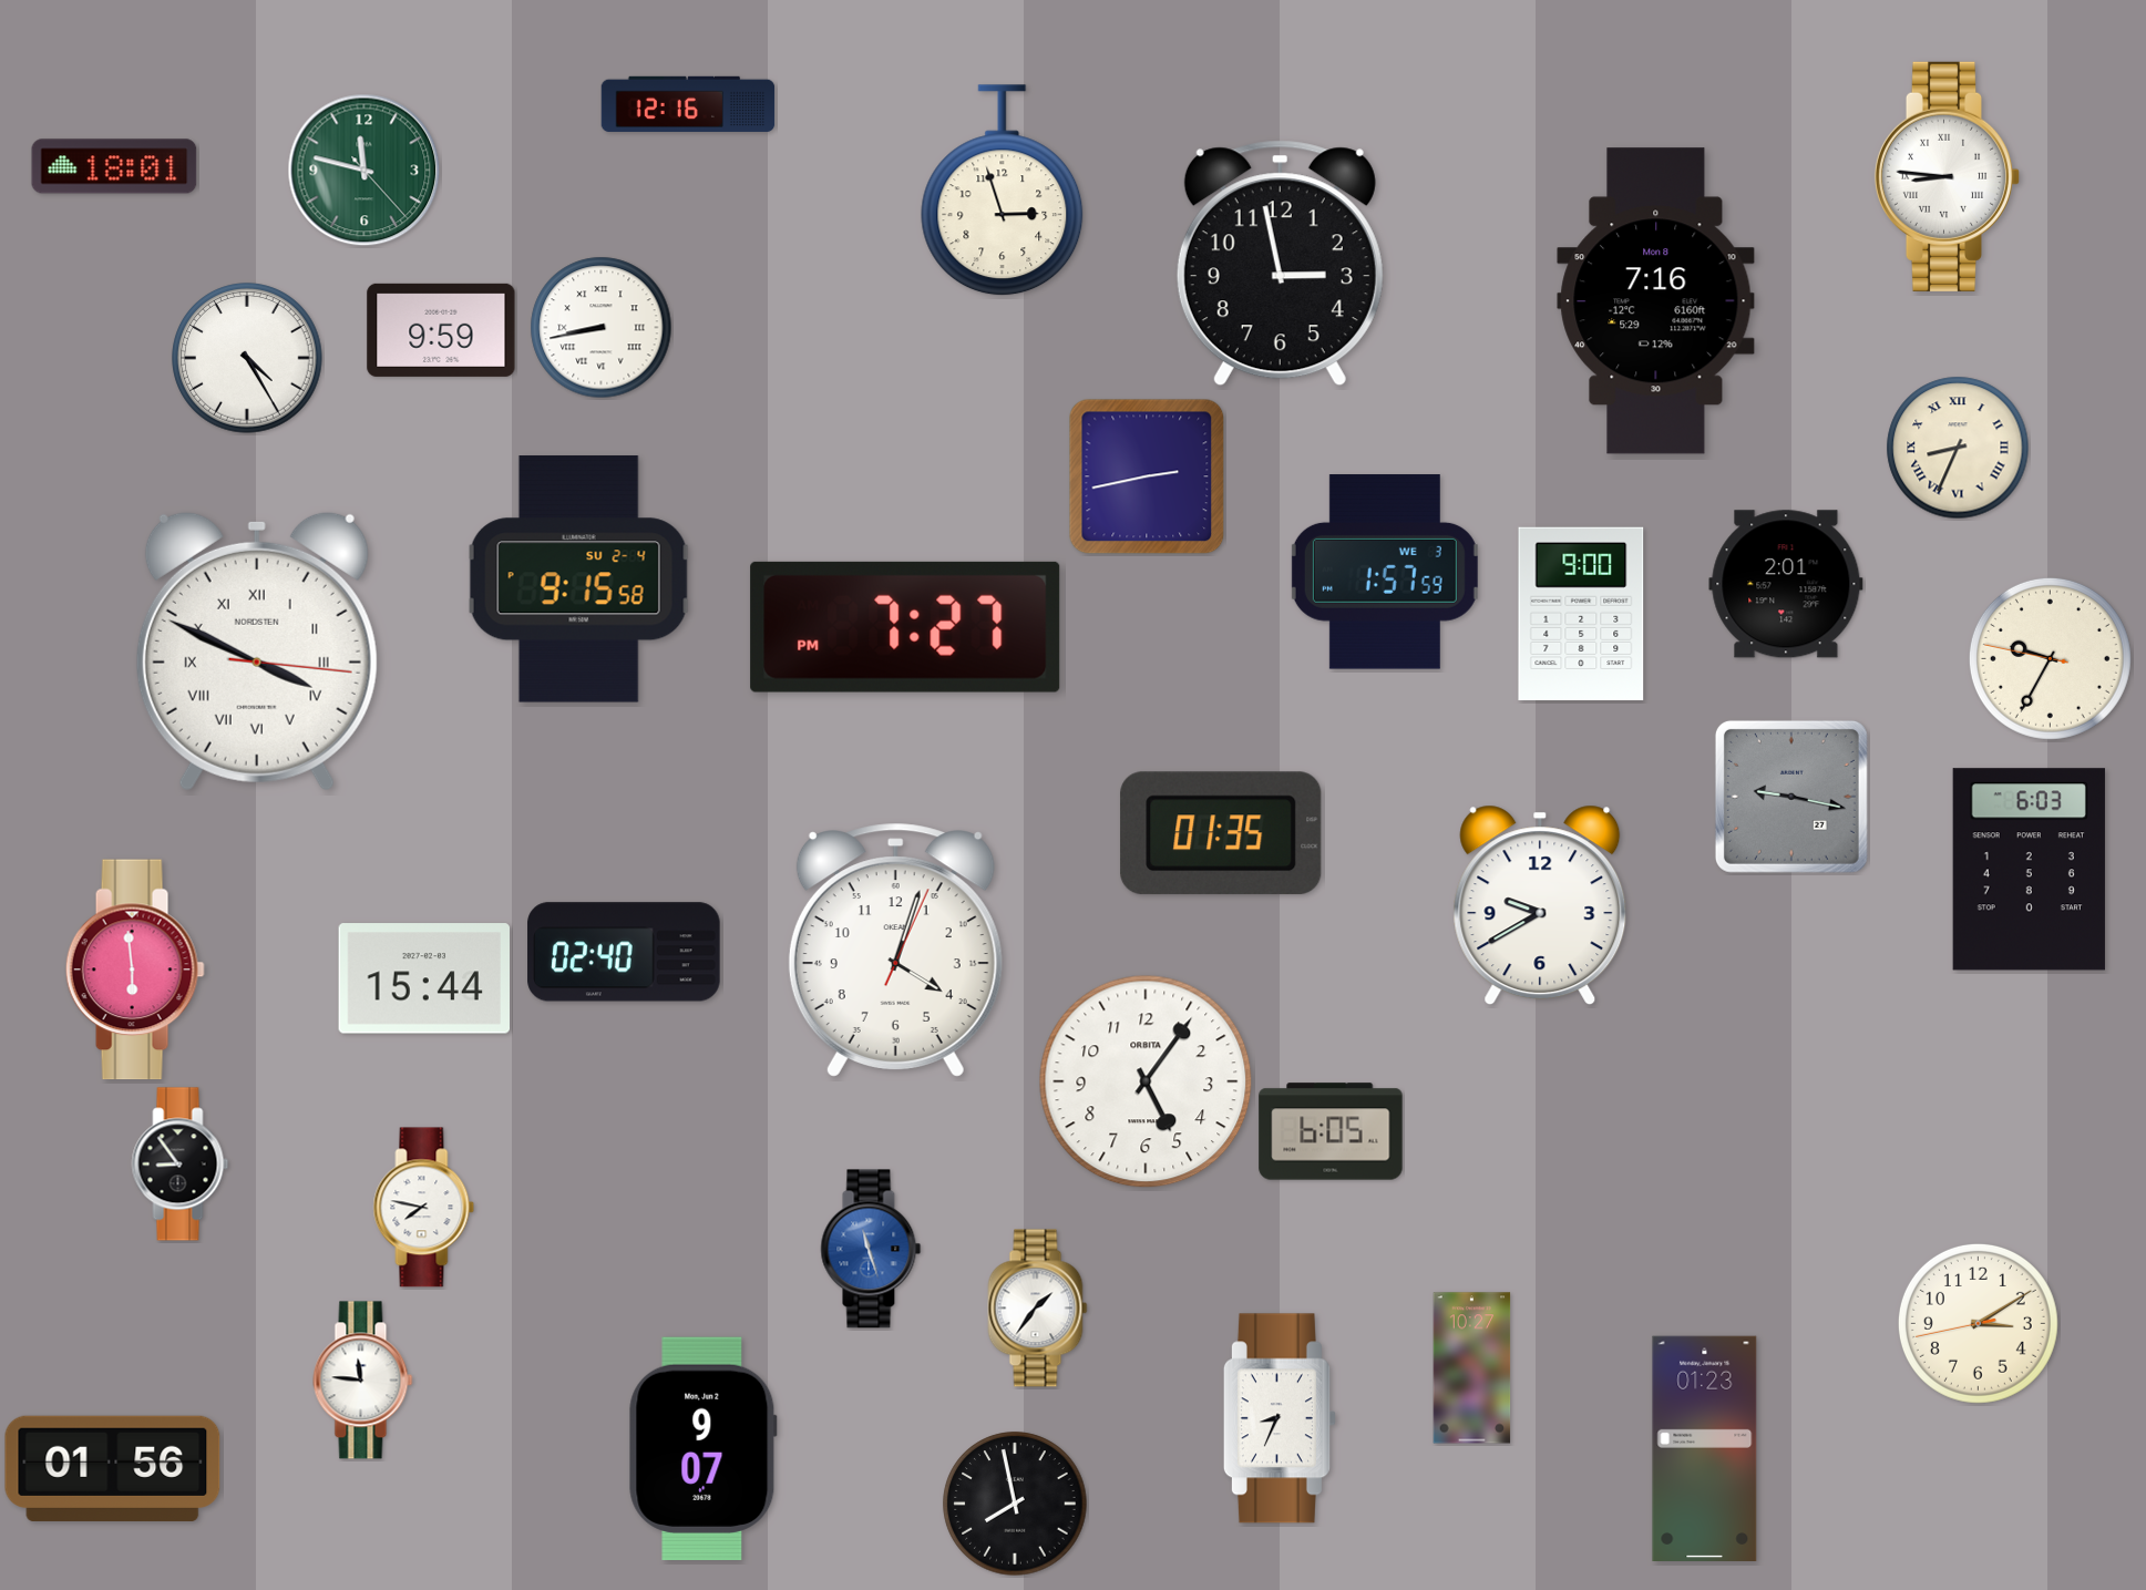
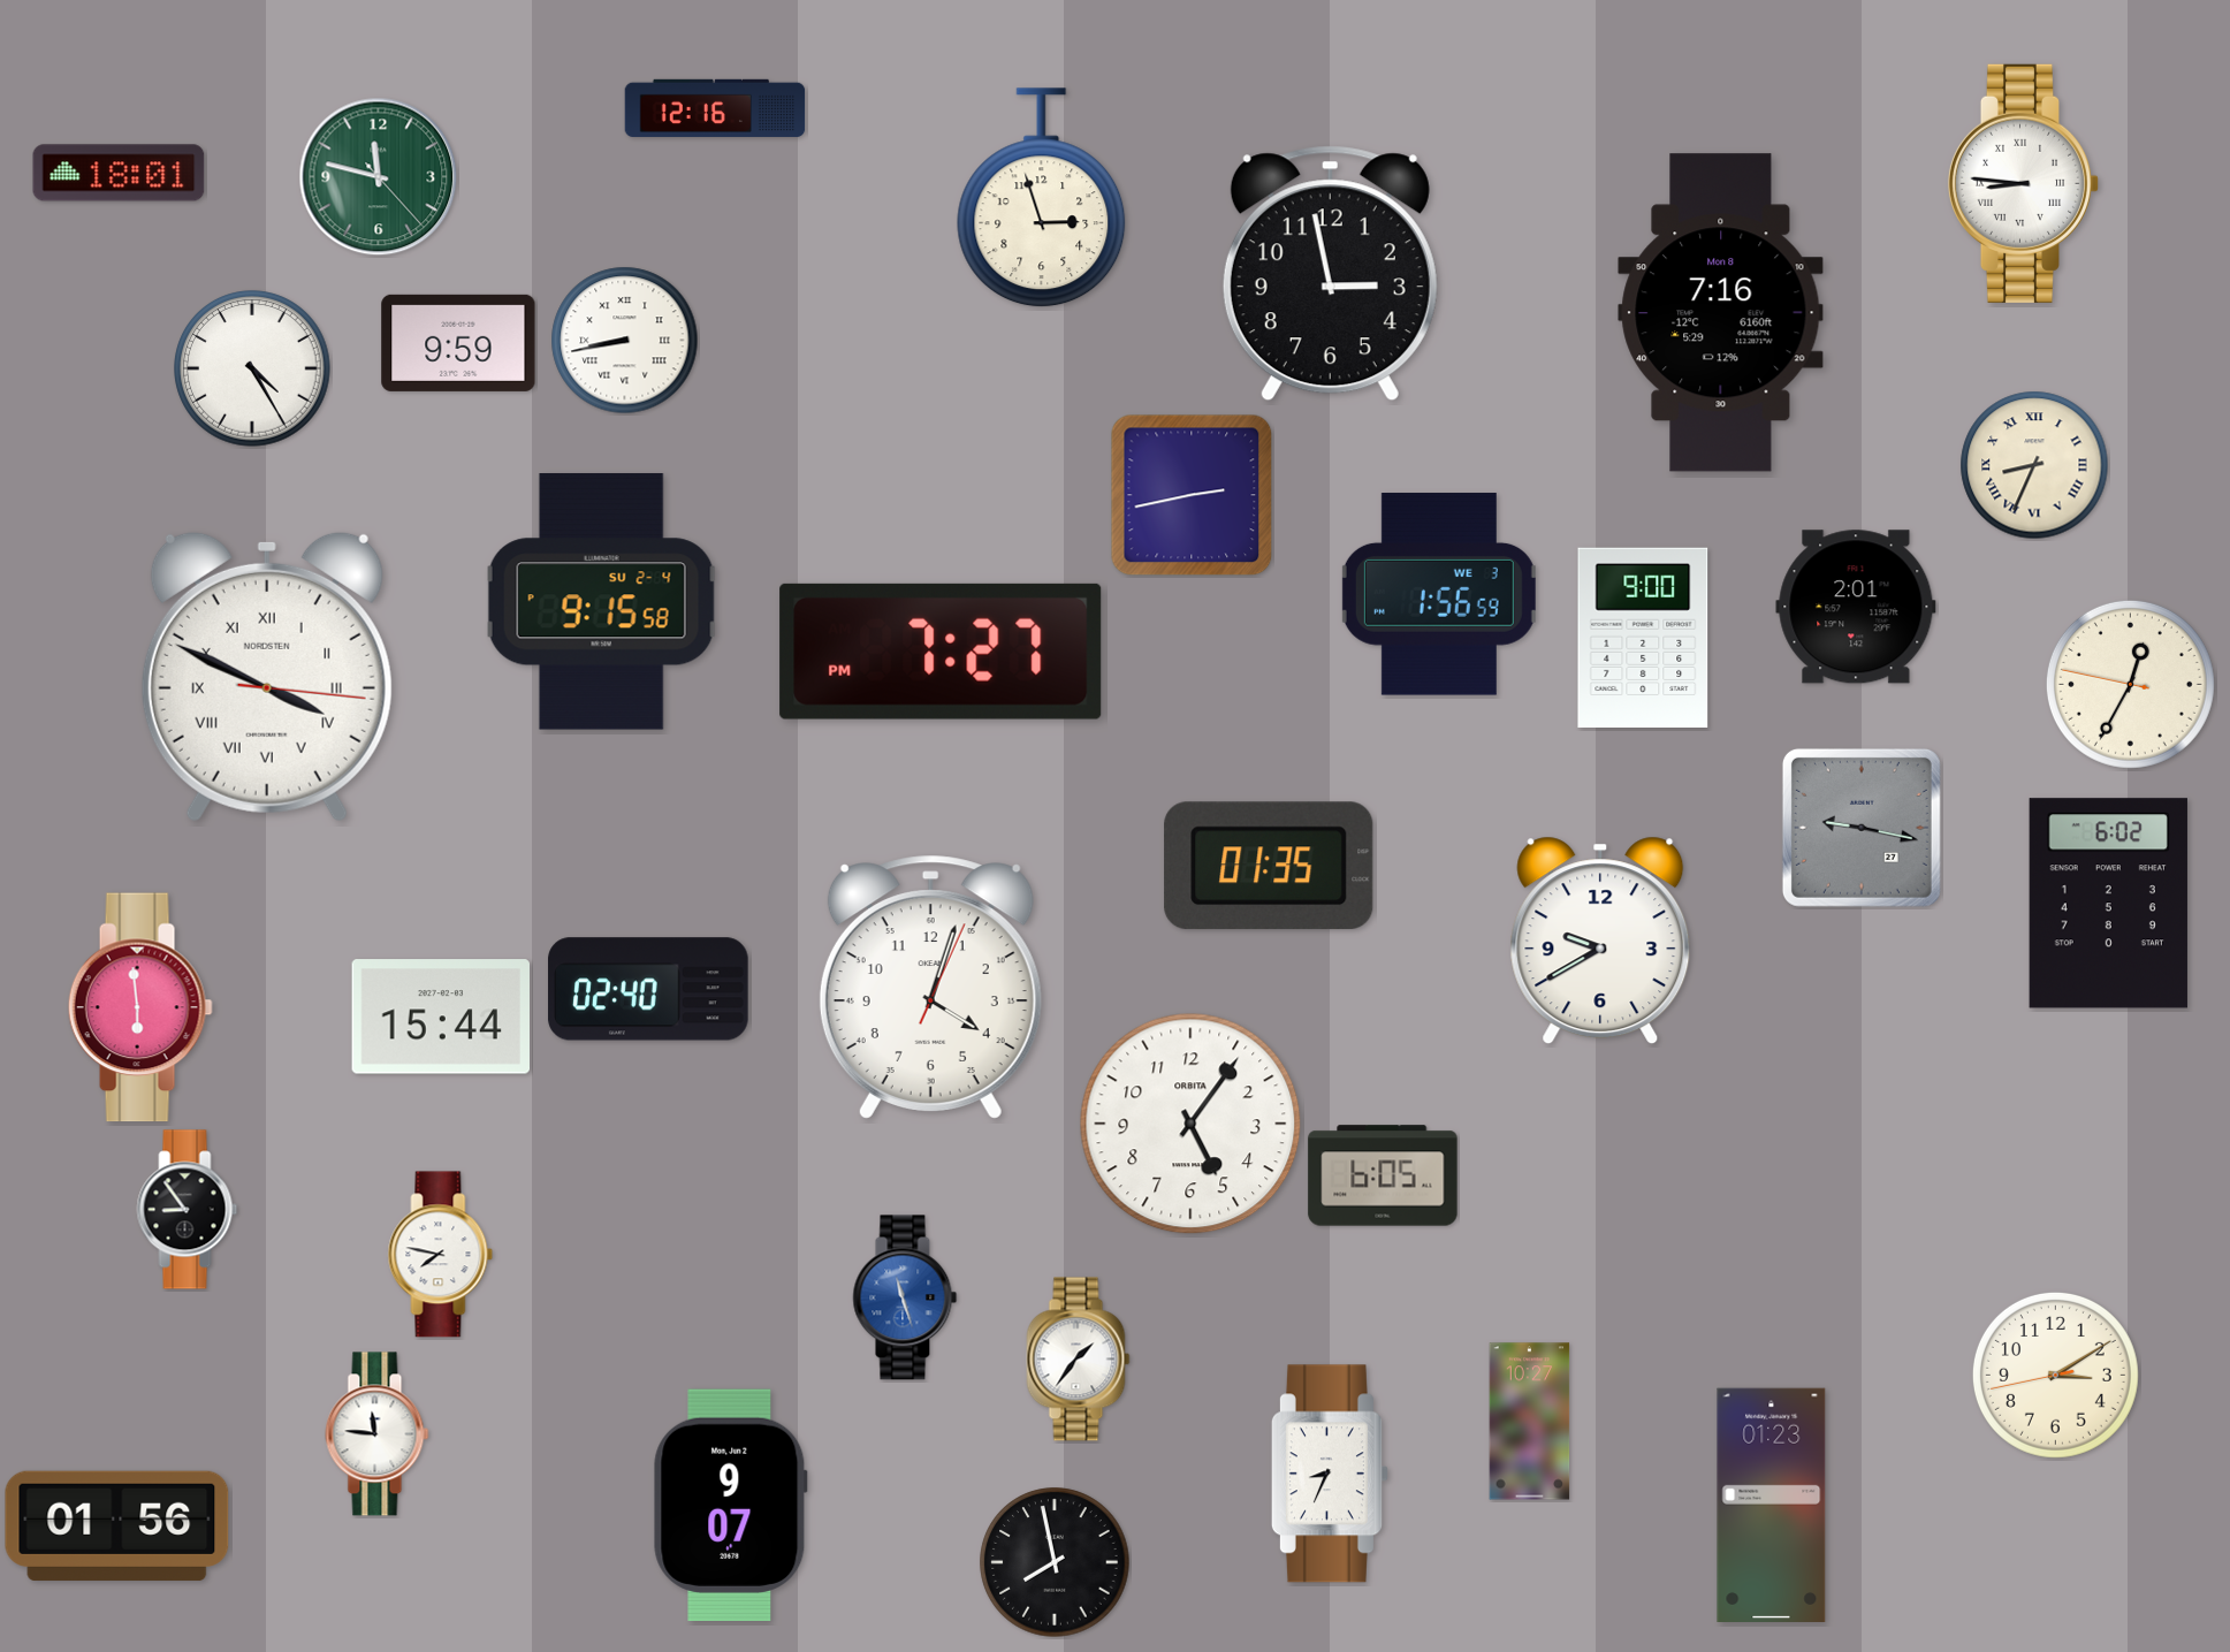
clock at (247, 358) position: (247, 358) -> (252, 368)
clock at (1385, 572): 1:57 -> 1:56
clock at (2050, 658): 9:34 -> 12:34
clock at (2029, 870): 6:03 -> 6:02
